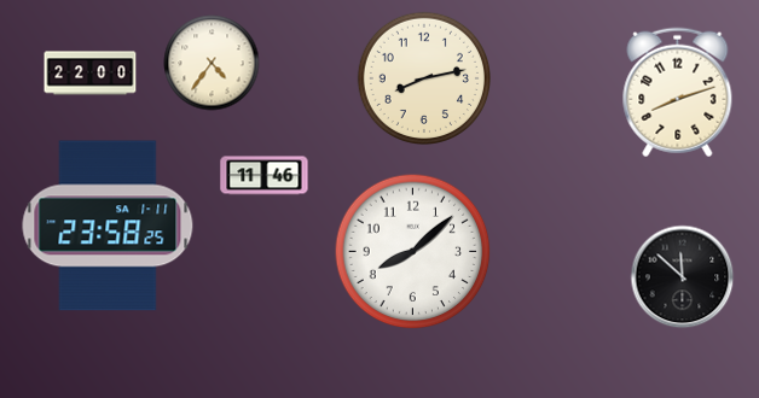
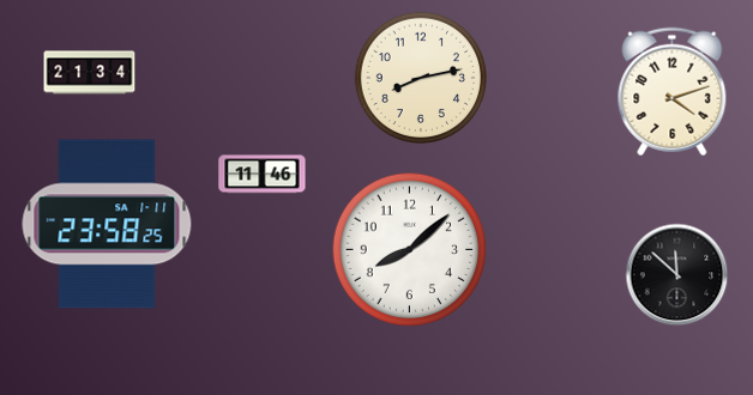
clock at (212, 63): 4:36 -> none
clock at (91, 74): 22:00 -> 21:34
clock at (678, 93): 8:12 -> 4:12
